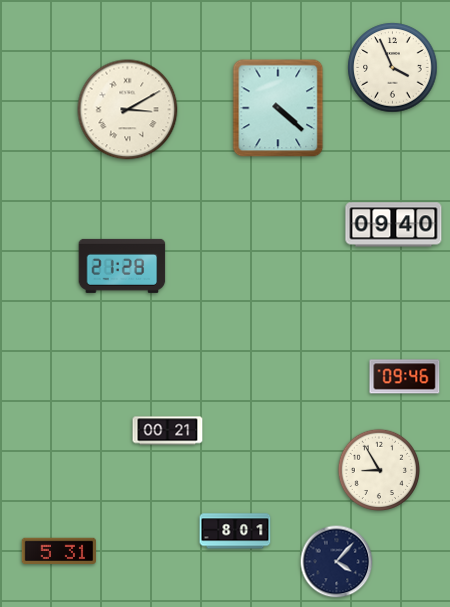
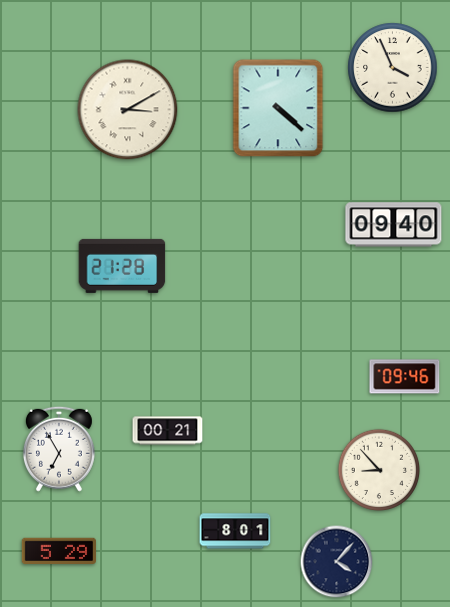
clock at (59, 449): none -> 6:55
clock at (379, 470): 8:55 -> 8:53
clock at (58, 551): 5:31 -> 5:29
